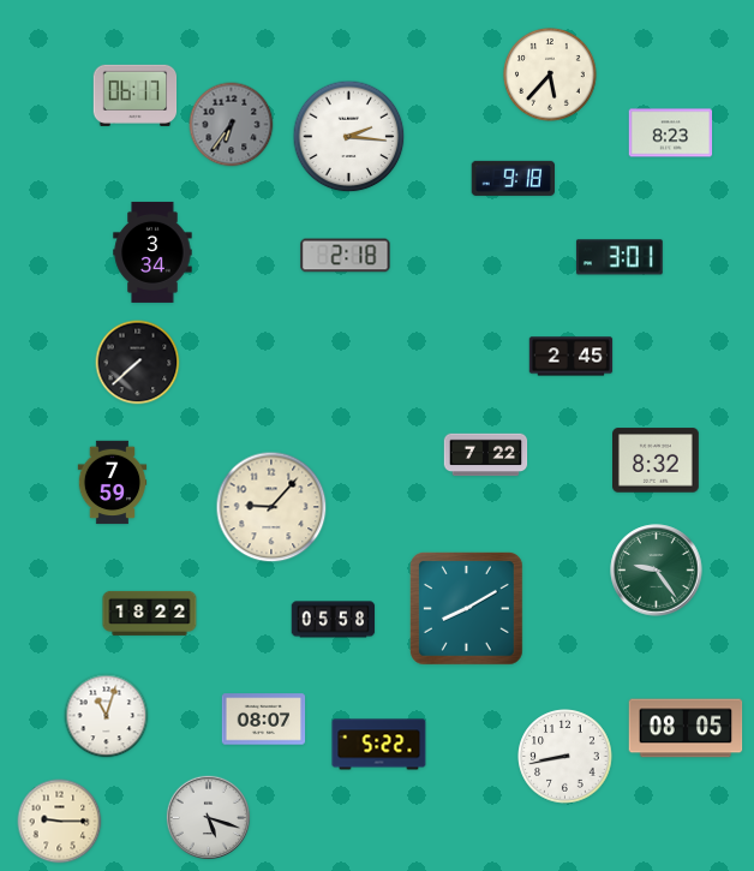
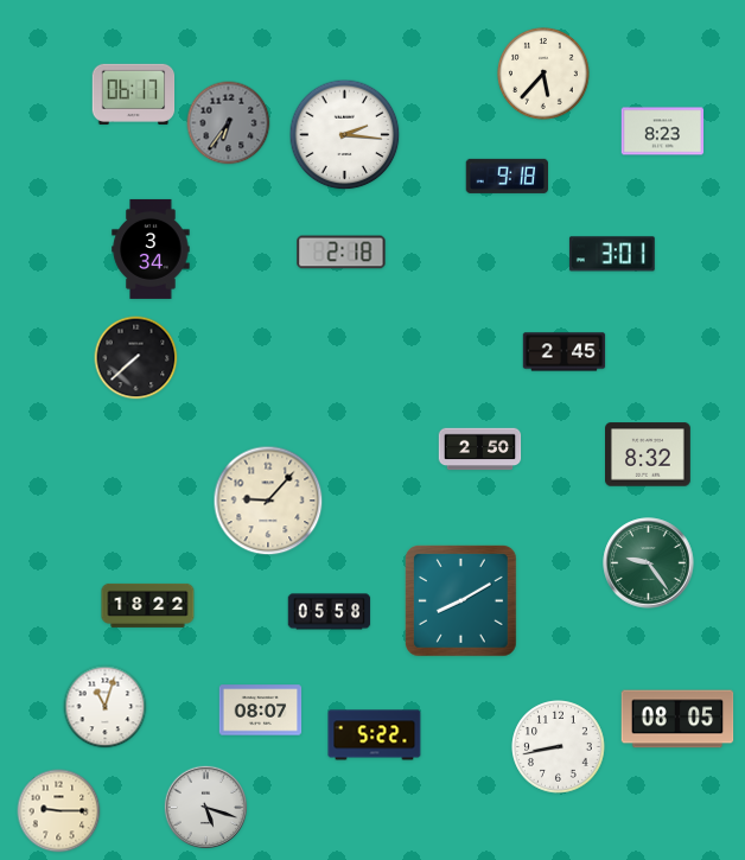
clock at (486, 455): 7:22 -> 2:50
clock at (113, 483): 7:59 -> none
